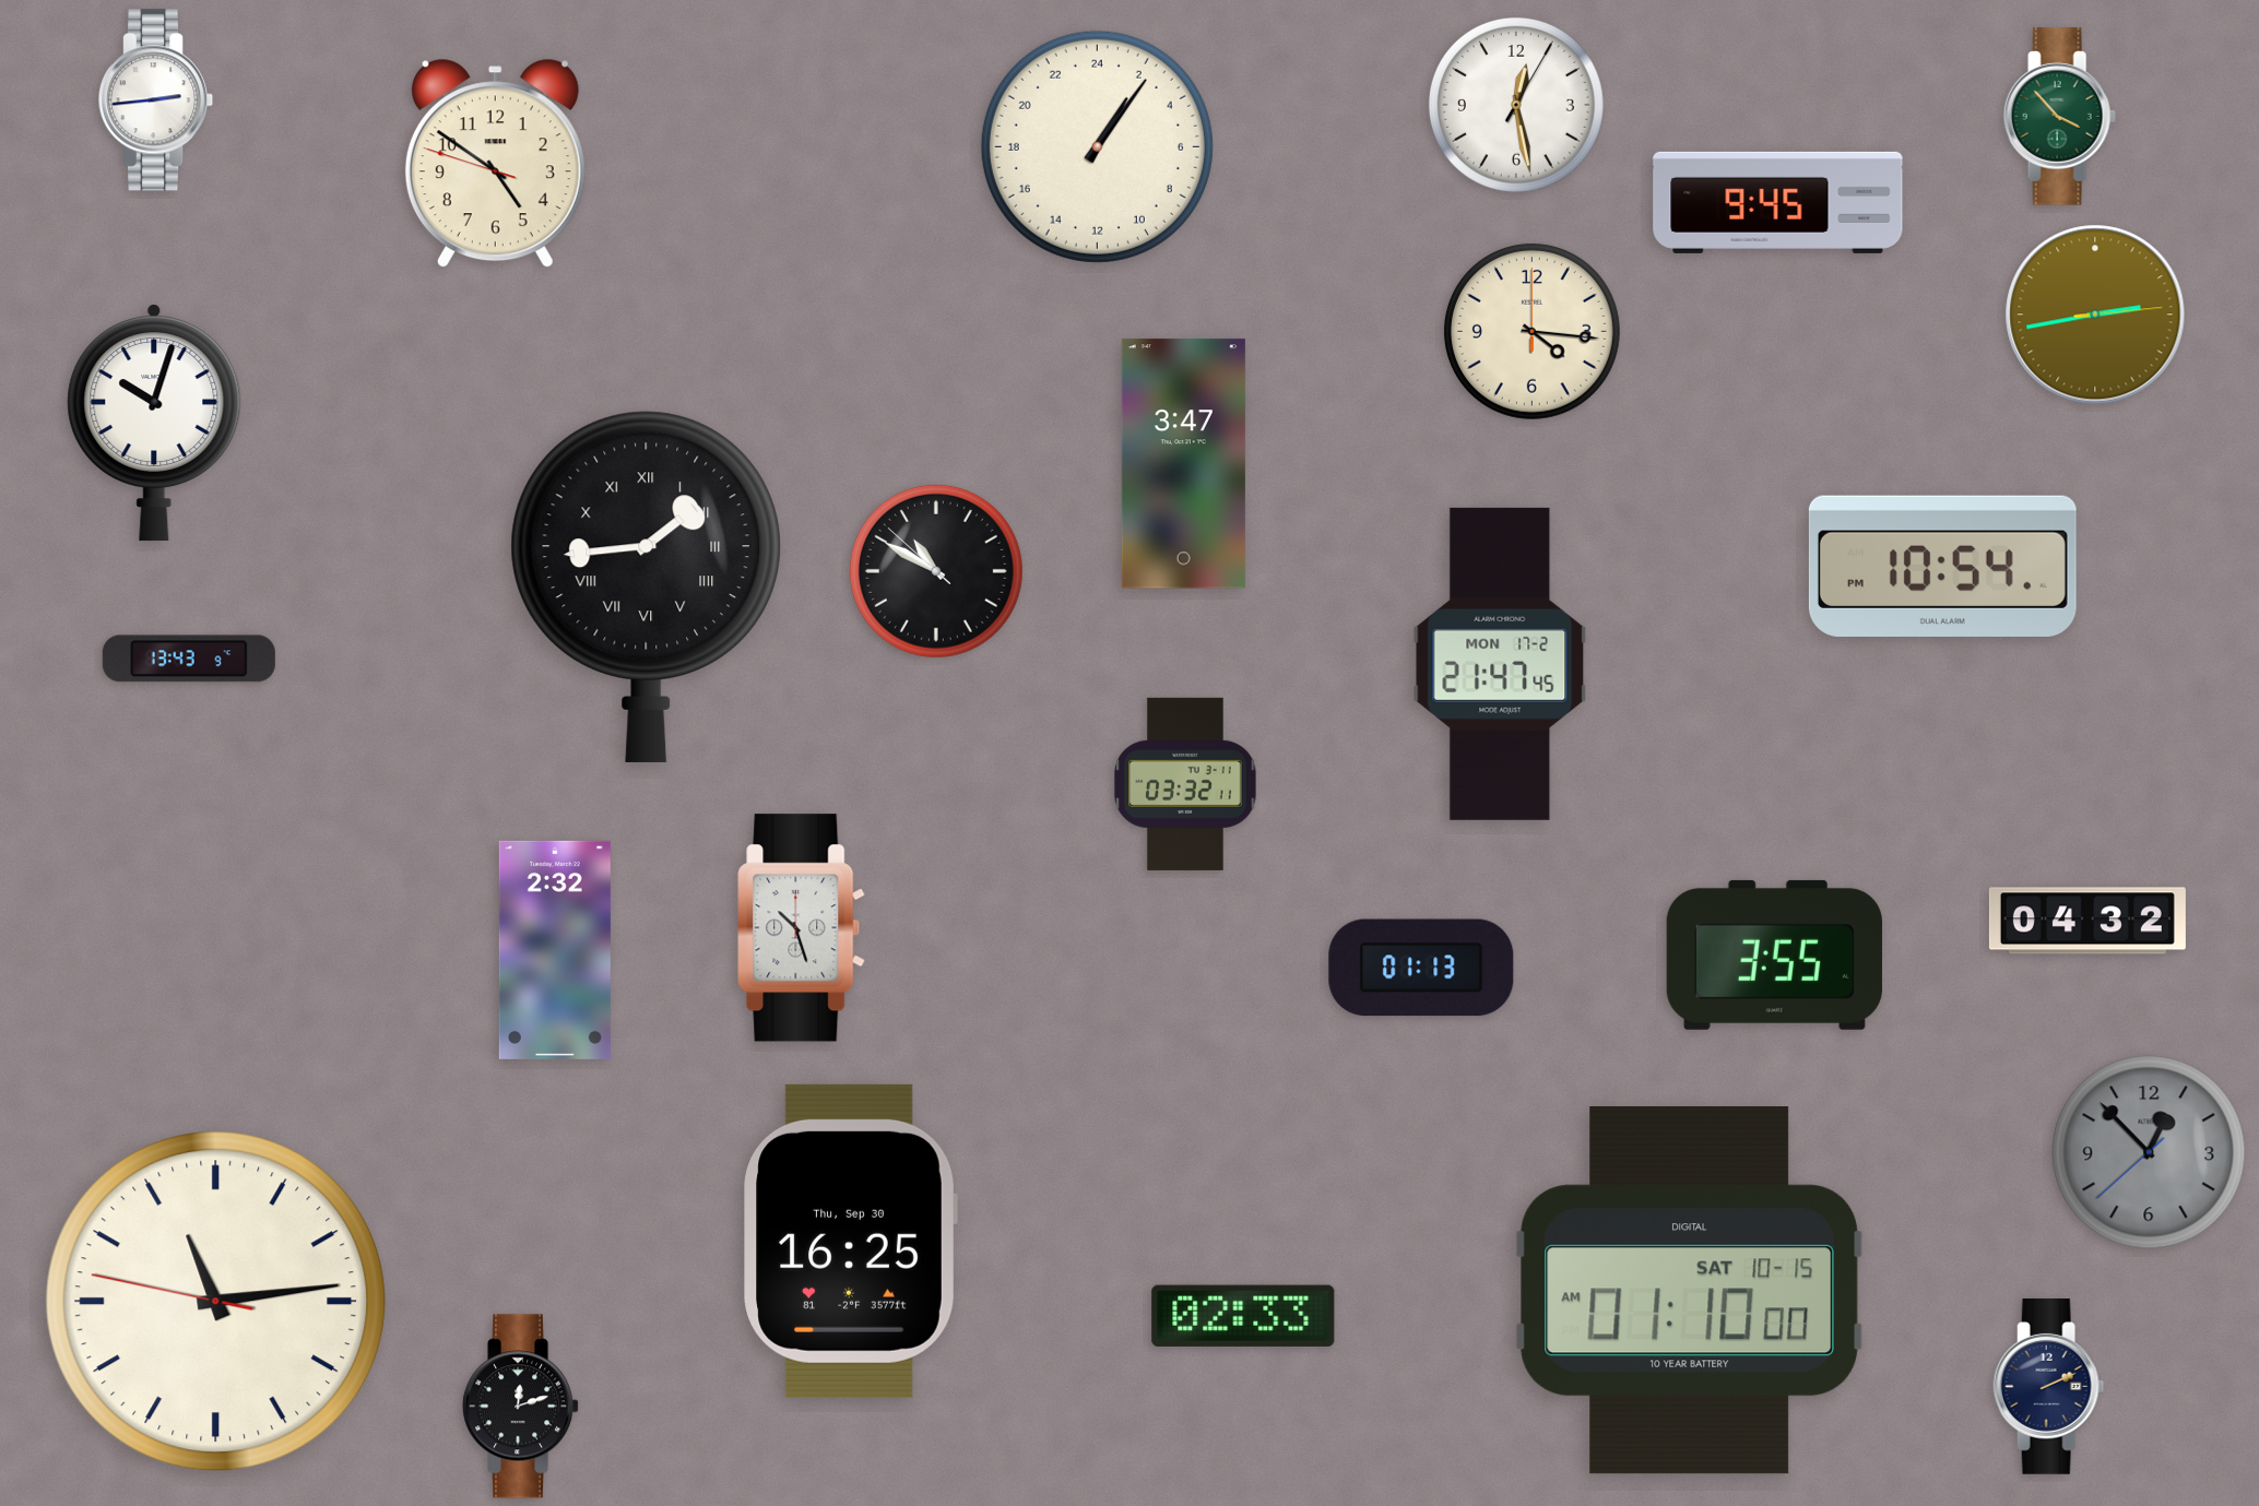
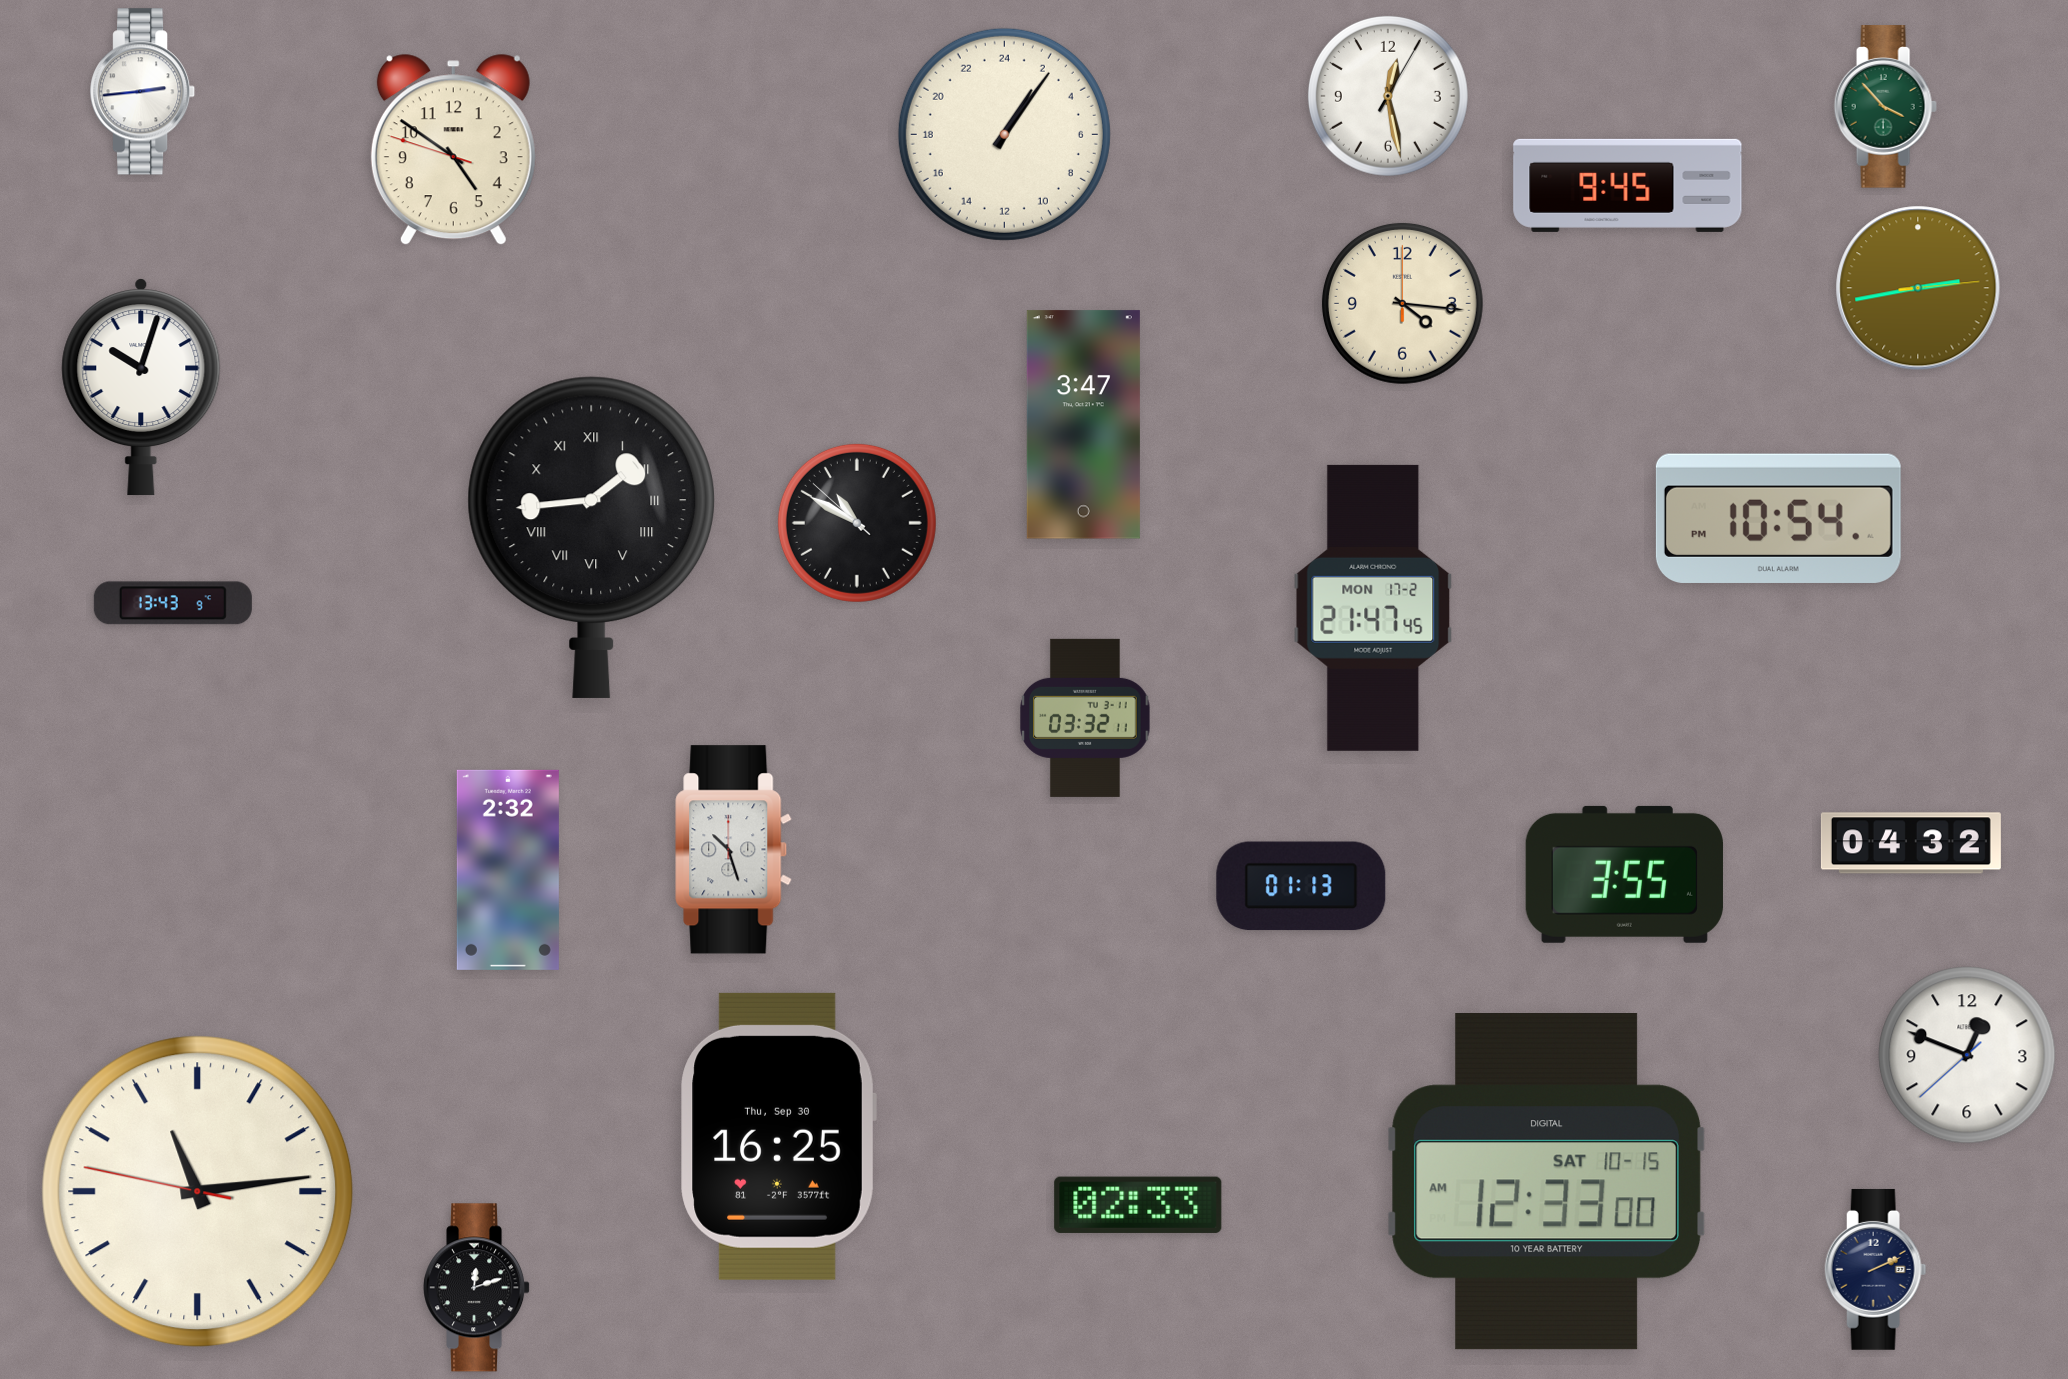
clock at (2149, 1152): 12:52 -> 12:48
clock at (2149, 1152) dial: grey -> white
clock at (1690, 1291): 01:10 -> 12:33
